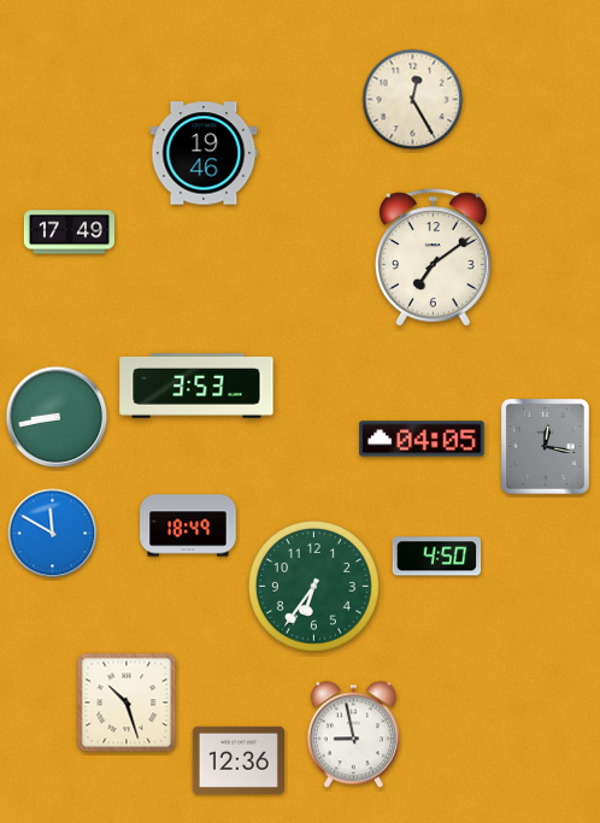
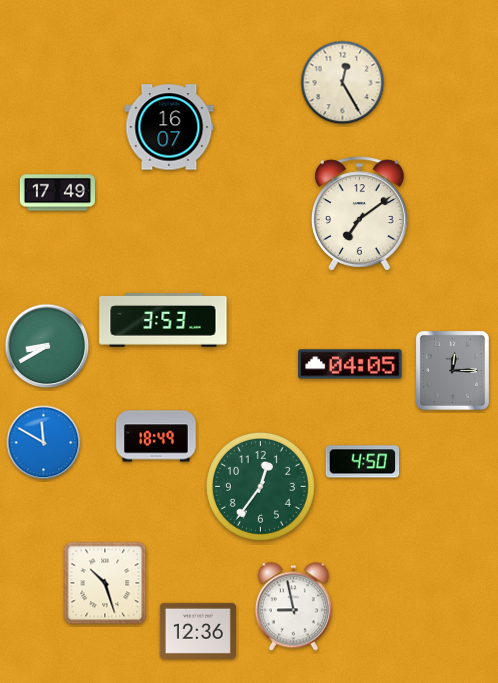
clock at (204, 153): 19:46 -> 16:07
clock at (57, 417): 8:43 -> 8:40
clock at (545, 446): 12:17 -> 12:15
clock at (313, 586): 6:36 -> 12:36
clock at (353, 735) position: (353, 735) -> (293, 607)
